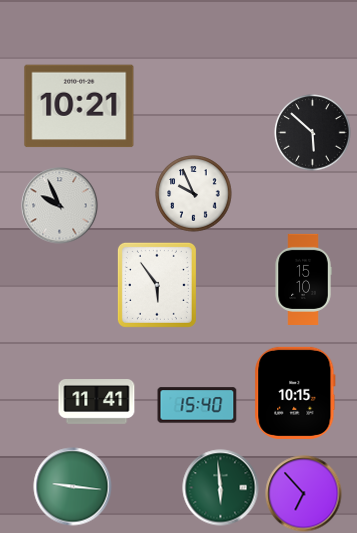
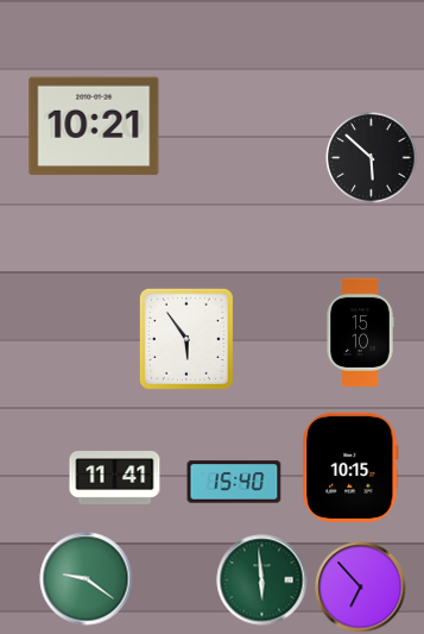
clock at (194, 194): 9:56 -> none
clock at (60, 206): 9:56 -> none
clock at (73, 487): 9:16 -> 9:21
